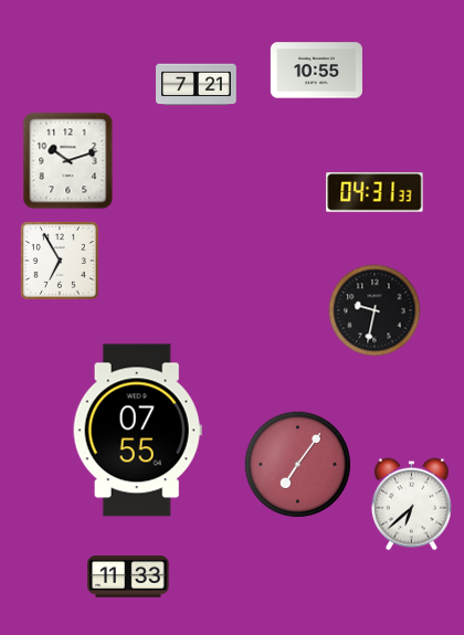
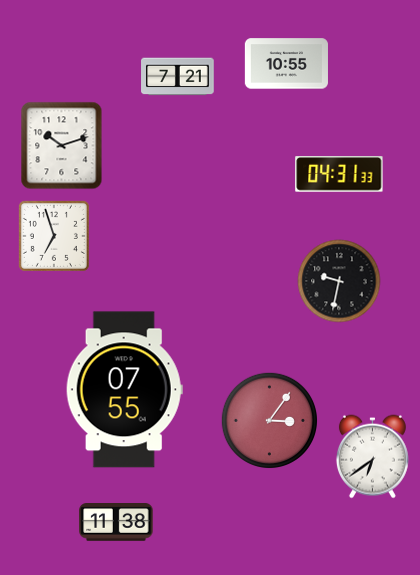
clock at (60, 261): 6:55 -> 6:57
clock at (297, 464): 7:06 -> 3:06
clock at (411, 505): 6:38 -> 6:39
clock at (128, 578): 11:33 -> 11:38
